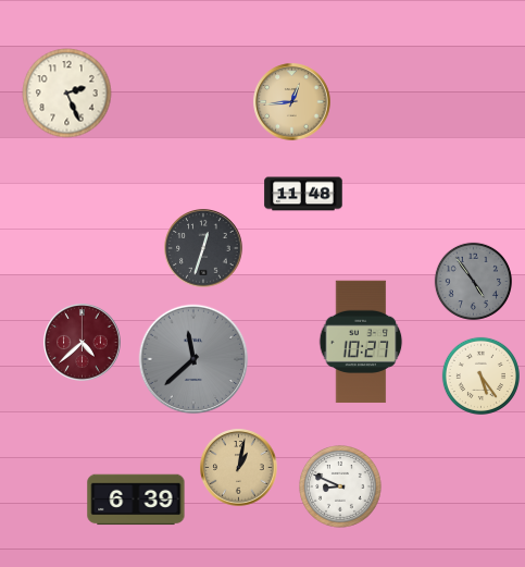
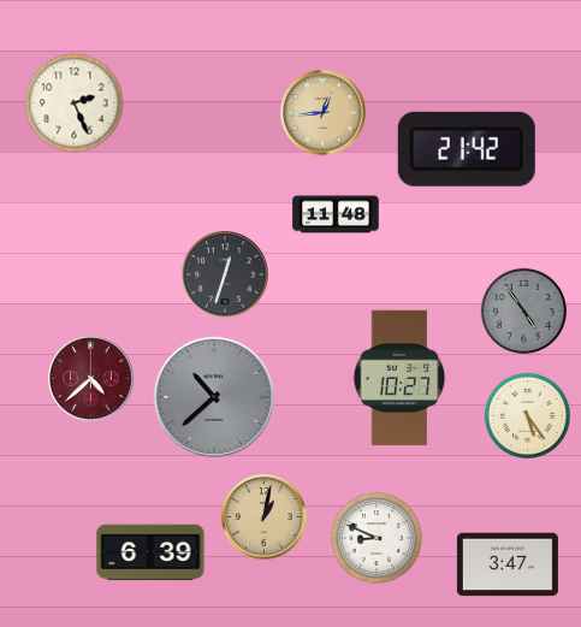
clock at (467, 149): none -> 21:42
clock at (193, 359): 11:38 -> 10:38
clock at (480, 375) position: (480, 375) -> (527, 415)
clock at (508, 564): none -> 3:47
